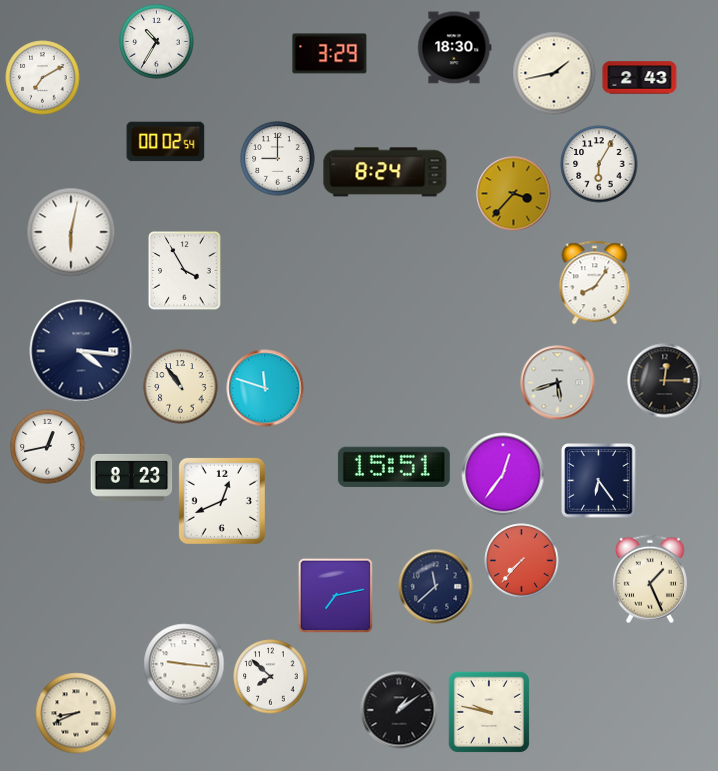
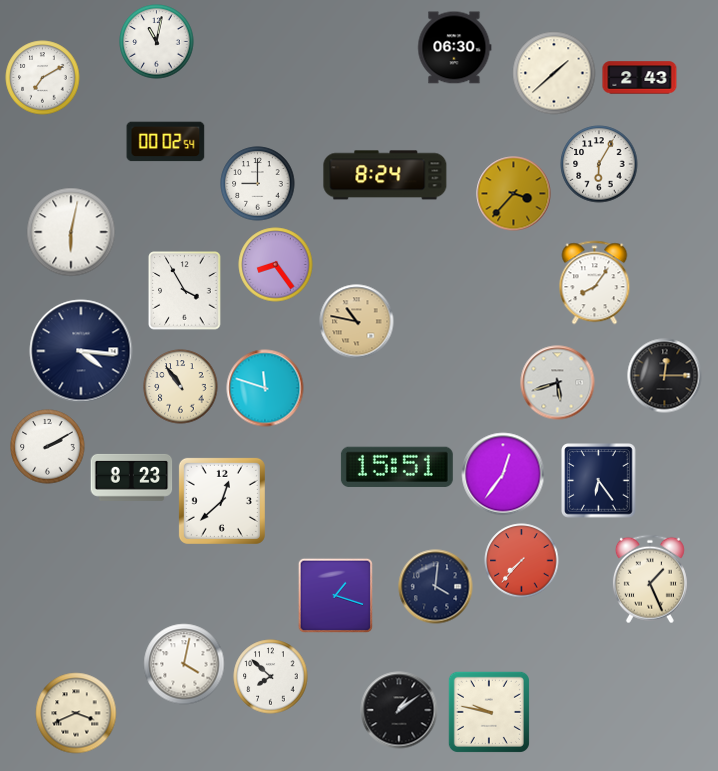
clock at (157, 42): 10:35 -> 11:02
clock at (455, 48): 18:30 -> 06:30
clock at (330, 54): 3:29 -> none
clock at (554, 73): 1:43 -> 1:38
clock at (278, 159) position: (278, 159) -> (258, 184)
clock at (385, 172) position: (385, 172) -> (385, 175)
clock at (276, 265): none -> 8:24
clock at (185, 271) position: (185, 271) -> (185, 291)
clock at (357, 322): none -> 10:47
clock at (665, 381) position: (665, 381) -> (665, 376)
clock at (48, 447): 12:43 -> 2:10
clock at (394, 467) position: (394, 467) -> (397, 467)
clock at (222, 501): 12:41 -> 12:38
clock at (436, 587): 11:38 -> 4:01
clock at (335, 595): 7:13 -> 1:18
clock at (184, 664): 9:16 -> 4:02
clock at (76, 713): 8:41 -> 3:41
